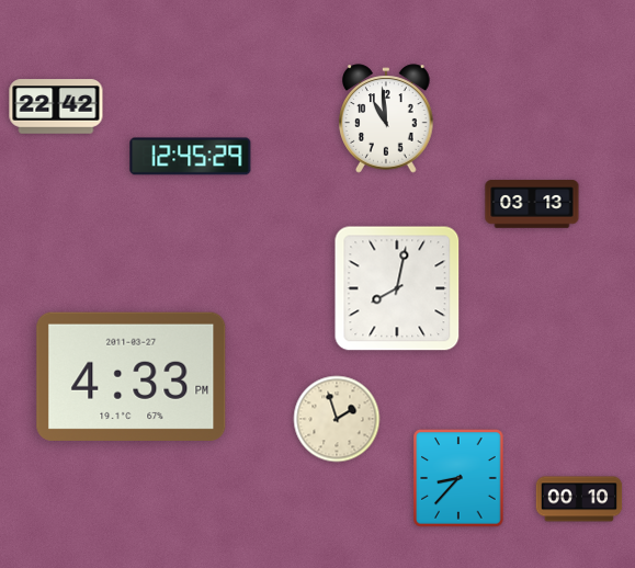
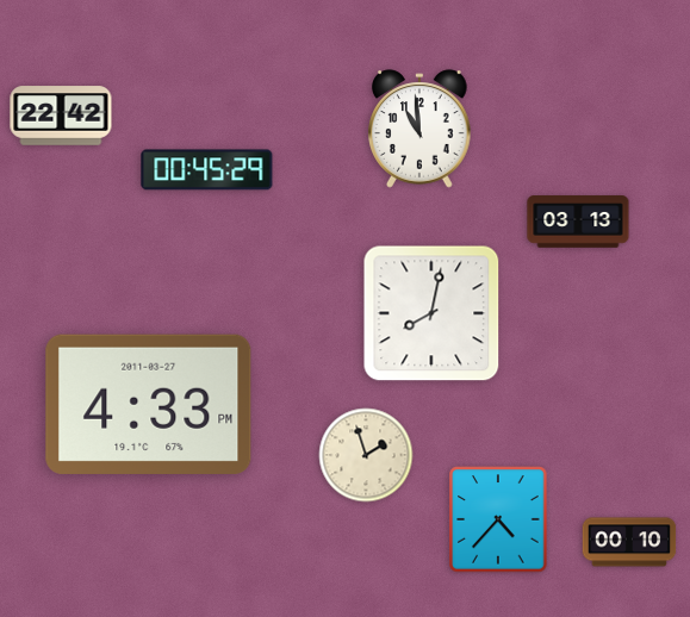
clock at (191, 157): 12:45 -> 00:45
clock at (132, 376) position: (132, 376) -> (149, 404)
clock at (458, 478): 8:37 -> 4:37
